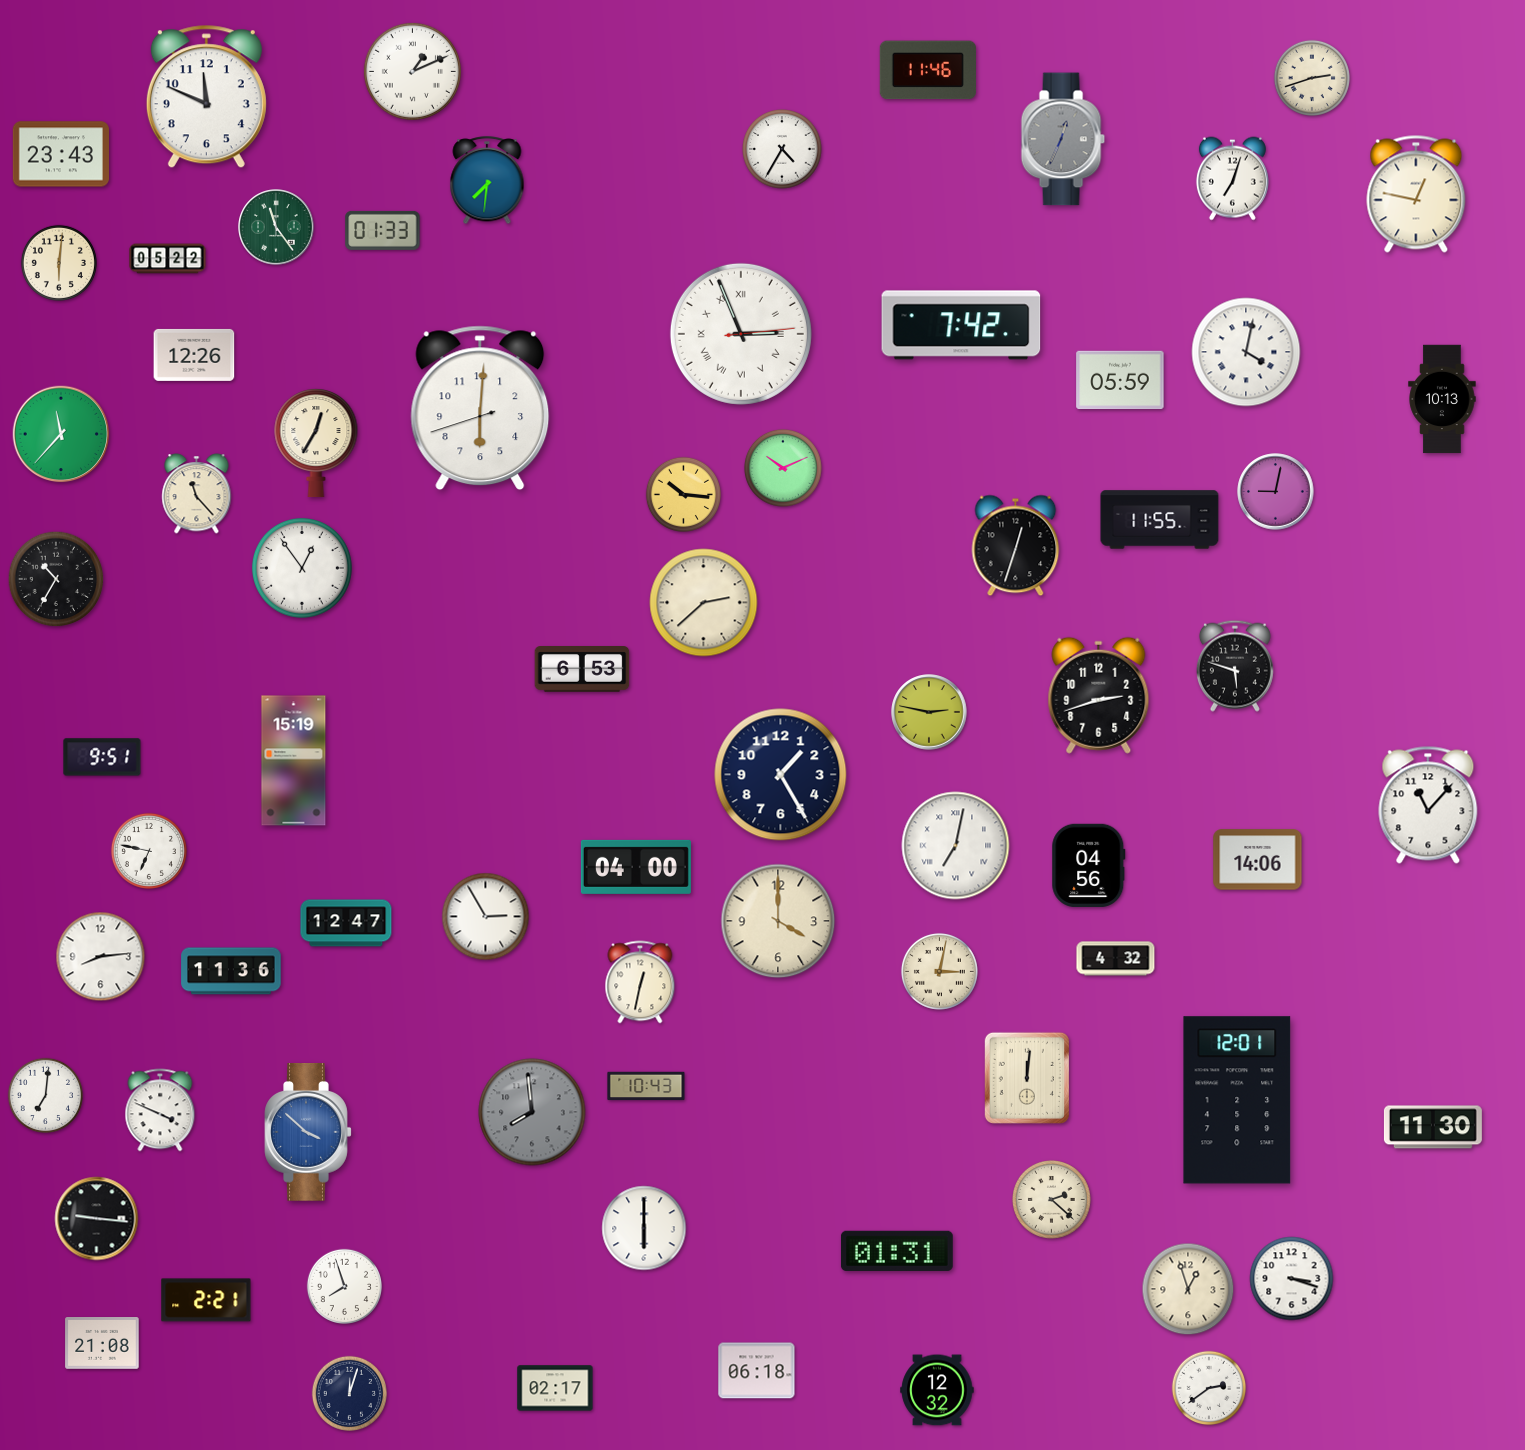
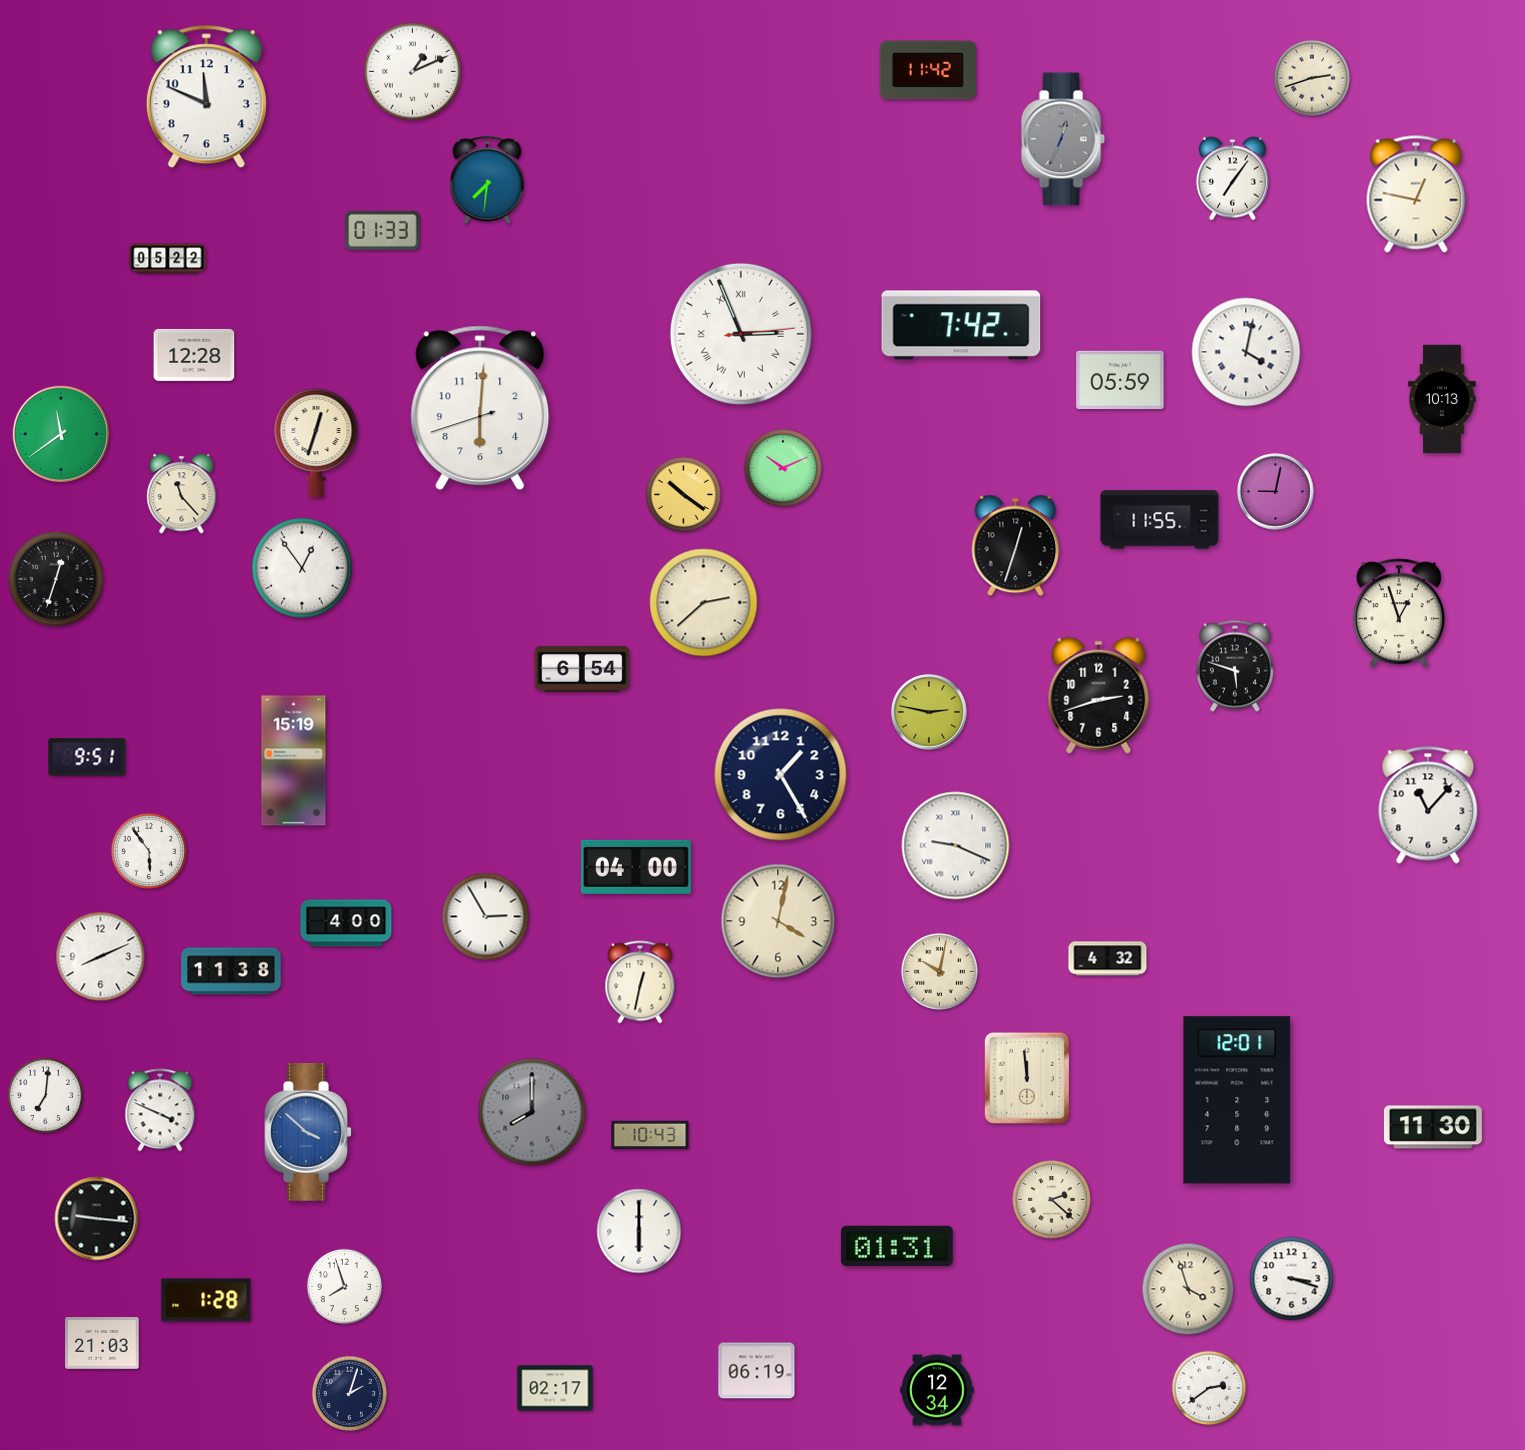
clock at (928, 70): 11:46 -> 11:42
clock at (782, 149): 4:35 -> none
clock at (61, 154): 23:43 -> none
clock at (1232, 179): 7:03 -> 7:06
clock at (276, 227): 11:24 -> none
clock at (59, 263): 6:01 -> none
clock at (194, 355): 12:26 -> 12:28
clock at (61, 434): 11:37 -> 11:39
clock at (316, 444): 12:35 -> 12:33
clock at (197, 494) position: (197, 494) -> (182, 494)
clock at (683, 494): 10:16 -> 10:21
clock at (56, 579): 10:35 -> 12:33
clock at (1399, 613): none -> 12:57
clock at (582, 670): 6:53 -> 6:54
clock at (102, 757) position: (102, 757) -> (87, 757)
clock at (956, 846): 7:02 -> 9:19
clock at (149, 851): 6:47 -> 5:54
clock at (1258, 860): 14:06 -> none
clock at (1089, 865): 04:56 -> none
clock at (778, 921): 4:00 -> 4:02
clock at (346, 923): 12:47 -> 4:00
clock at (101, 957): 8:14 -> 8:11
clock at (1116, 959) position: (1116, 959) -> (1108, 959)
clock at (231, 971): 11:36 -> 11:38
clock at (939, 971): 3:02 -> 10:02
clock at (1027, 1078): 12:01 -> 11:59
clock at (646, 1086) position: (646, 1086) -> (650, 1135)
clock at (532, 1112): 7:59 -> 8:00
clock at (644, 1228) position: (644, 1228) -> (639, 1231)
clock at (897, 1251) position: (897, 1251) -> (897, 1246)
clock at (1188, 1289): 12:57 -> 3:57
clock at (206, 1300): 2:21 -> 1:28
clock at (102, 1344): 21:08 -> 21:03
clock at (757, 1371): 06:18 -> 06:19
clock at (937, 1390): 12:32 -> 12:34
clock at (349, 1393): 12:03 -> 2:03
